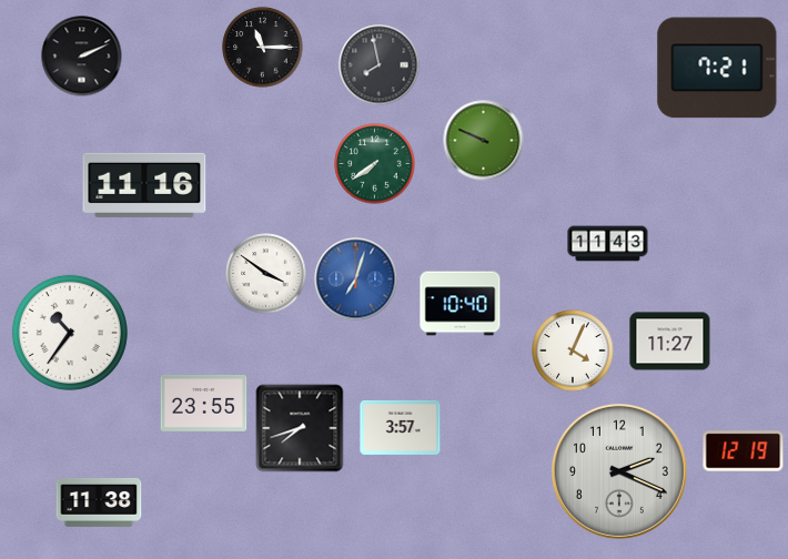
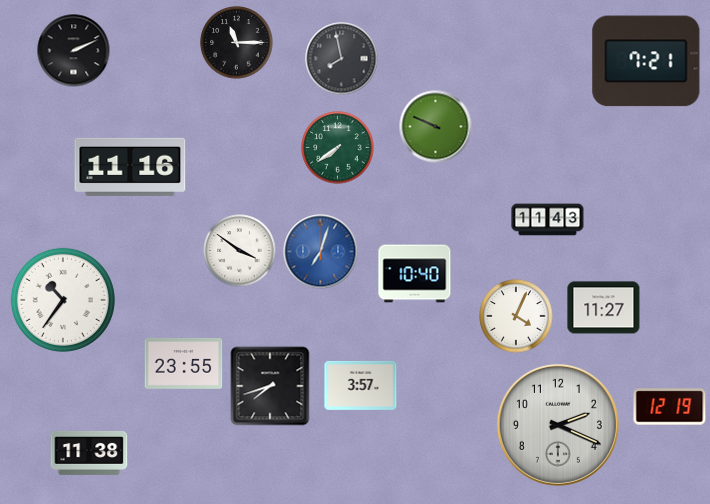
clock at (266, 274) position: (266, 274) -> (240, 251)
